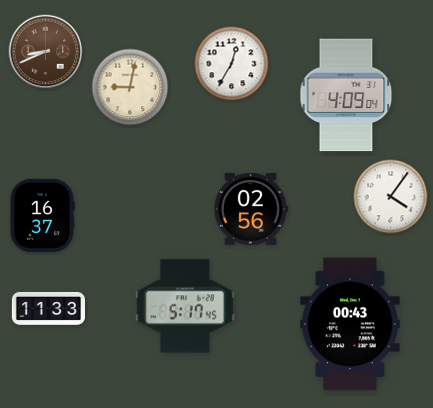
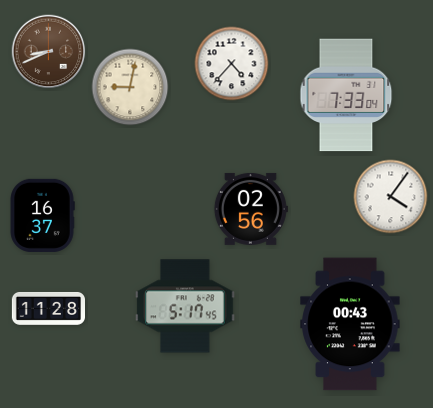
clock at (46, 52) position: (46, 52) -> (49, 52)
clock at (232, 64): 12:35 -> 4:37
clock at (346, 95): 4:09 -> 7:33
clock at (48, 308): 11:33 -> 11:28
